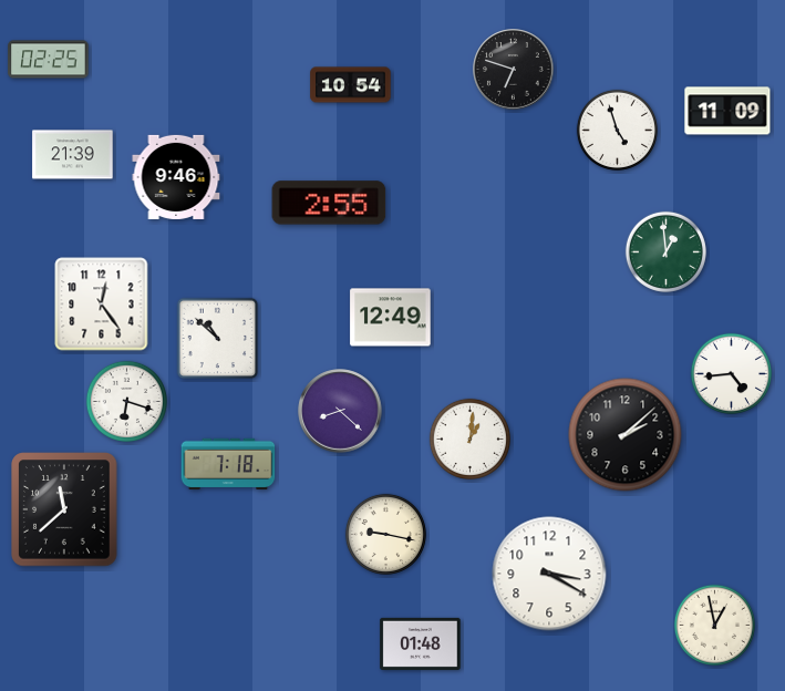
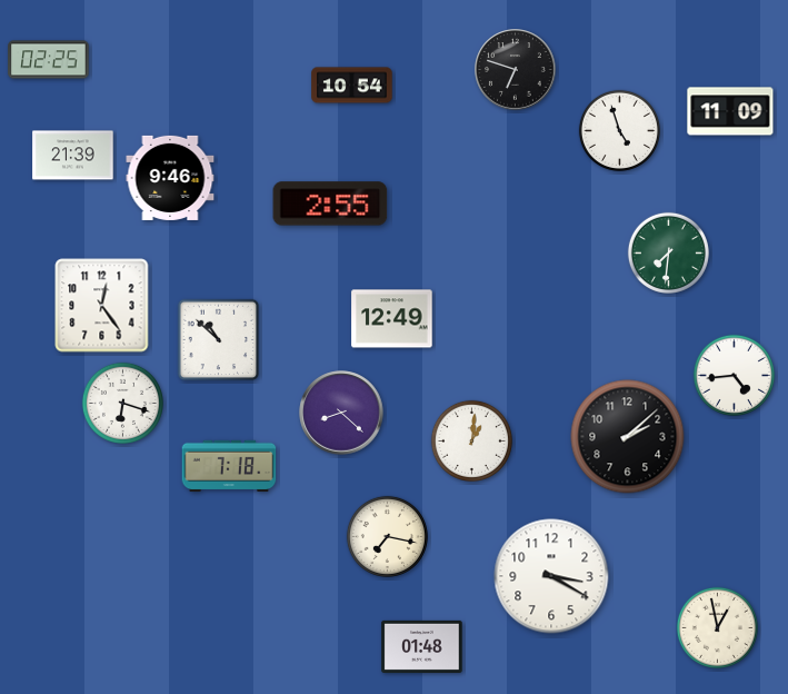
clock at (176, 177) position: (176, 177) -> (170, 178)
clock at (665, 251): 12:59 -> 7:31
clock at (126, 401) position: (126, 401) -> (122, 403)
clock at (64, 509): 11:38 -> none
clock at (385, 534): 9:17 -> 7:17
